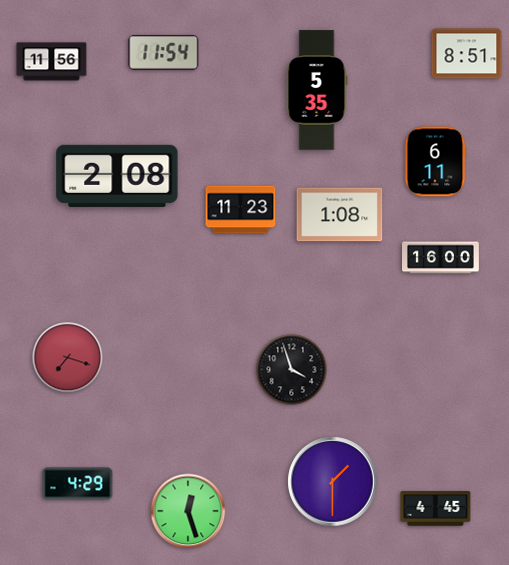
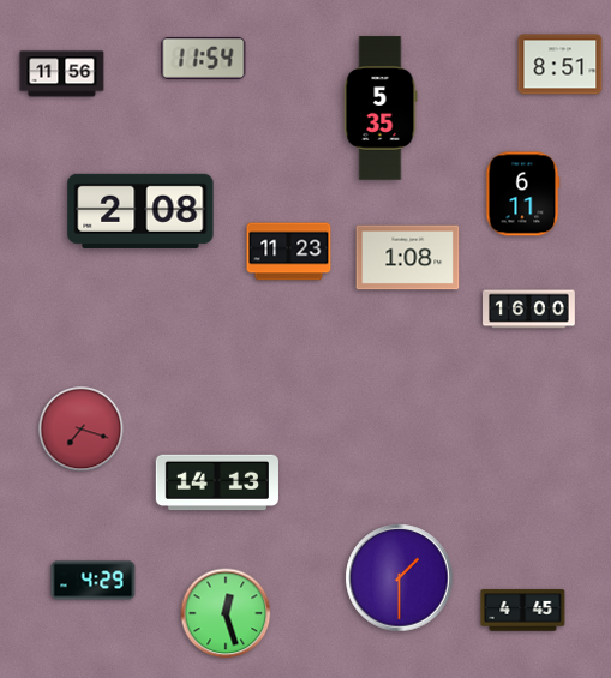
clock at (164, 53) position: (164, 53) -> (204, 59)
clock at (292, 370): 3:57 -> none
clock at (217, 482): none -> 14:13
